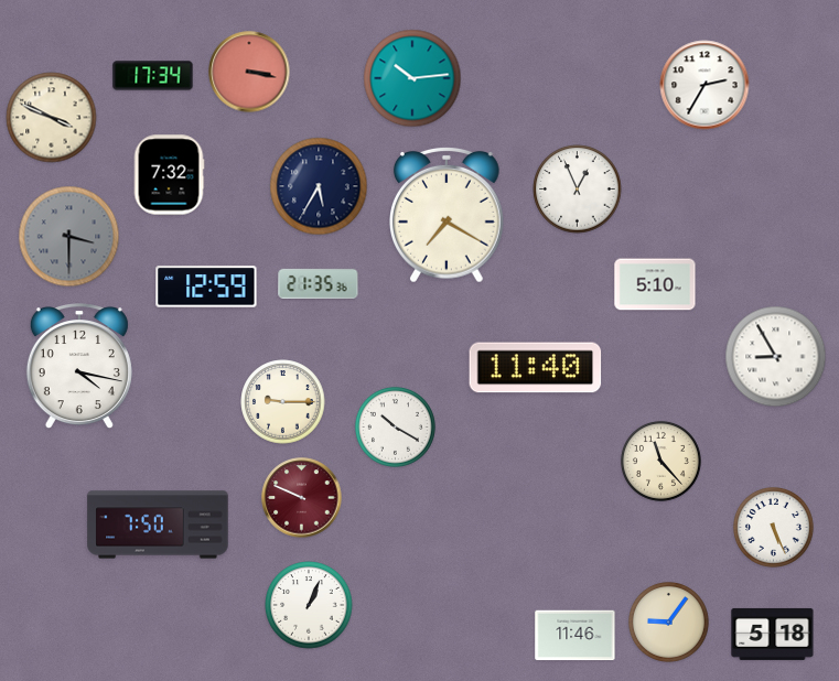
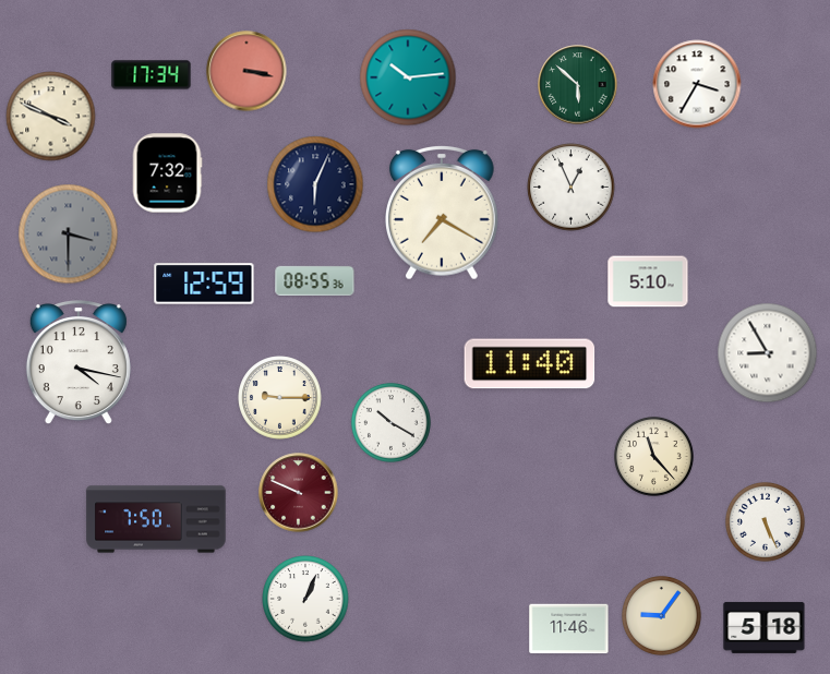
clock at (704, 85): 2:35 -> 3:35
clock at (578, 85): none -> 5:52
clock at (319, 186): 5:35 -> 6:04
clock at (319, 283): 21:35 -> 08:55
